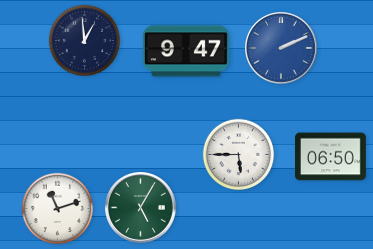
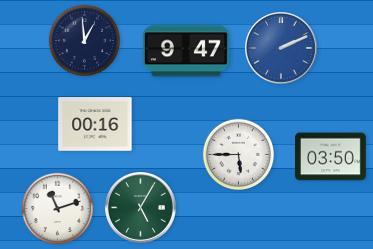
clock at (95, 124): none -> 00:16
clock at (331, 157): 06:50 -> 03:50
